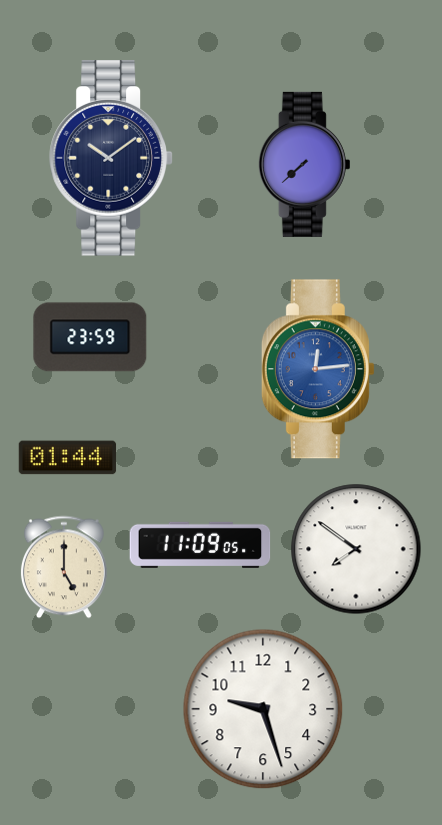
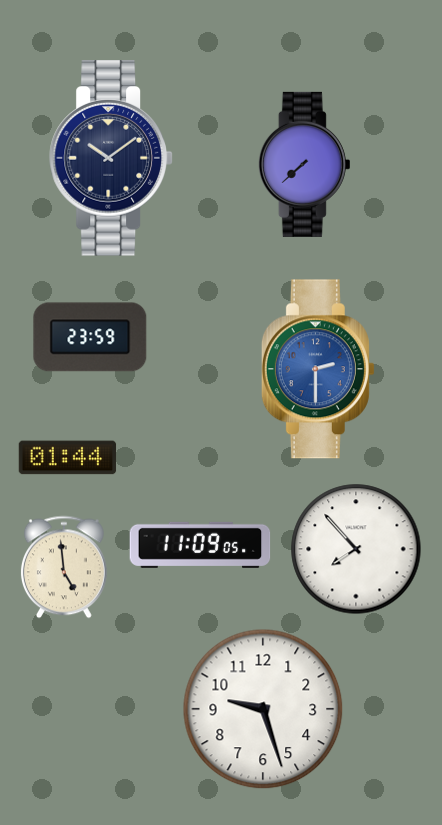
clock at (318, 369): 12:14 -> 2:30
clock at (356, 549): 7:51 -> 7:53
clock at (64, 567): 5:00 -> 4:59
